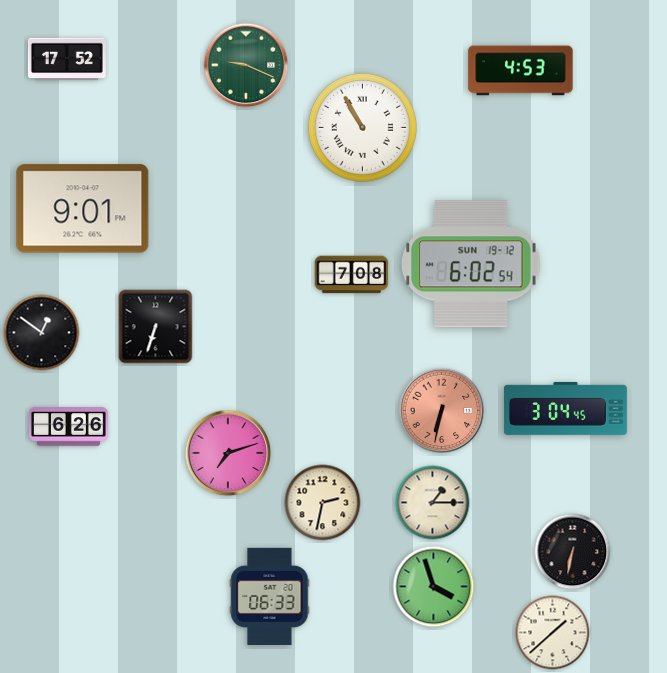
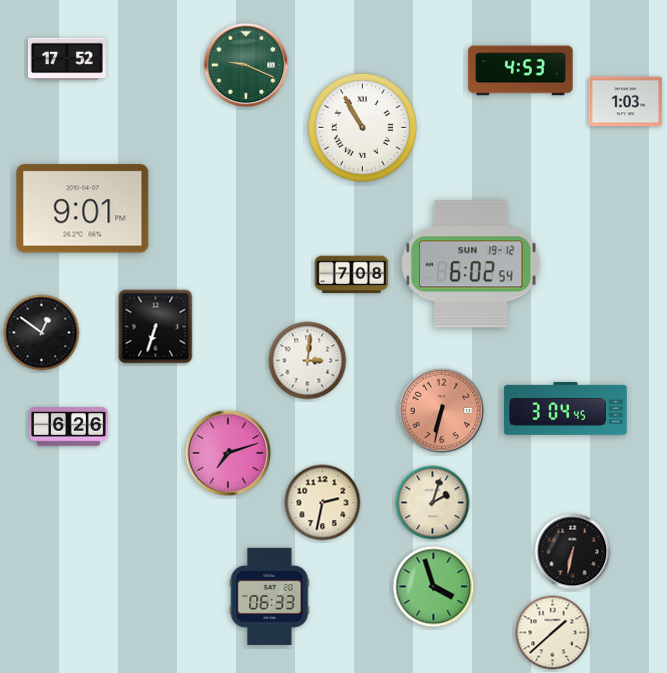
clock at (626, 102): none -> 1:03
clock at (308, 361): none -> 3:01
clock at (433, 503): 1:15 -> 2:03
